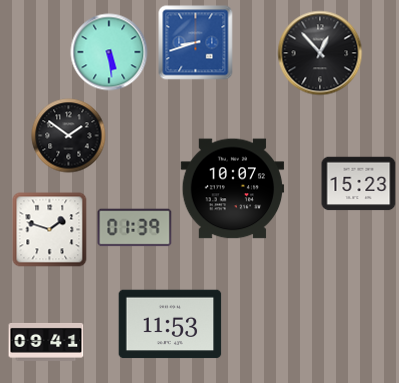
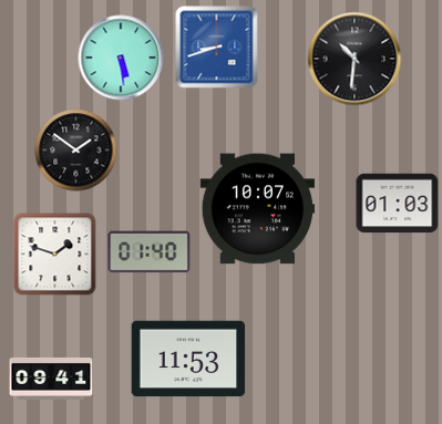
clock at (320, 53): 12:53 -> 10:31
clock at (359, 184): 15:23 -> 01:03
clock at (135, 228): 01:39 -> 01:40
